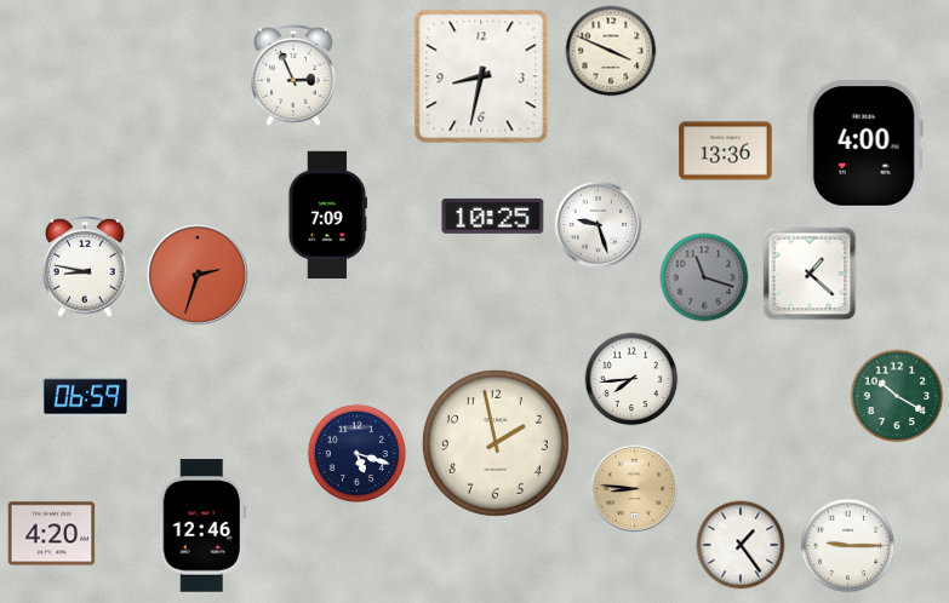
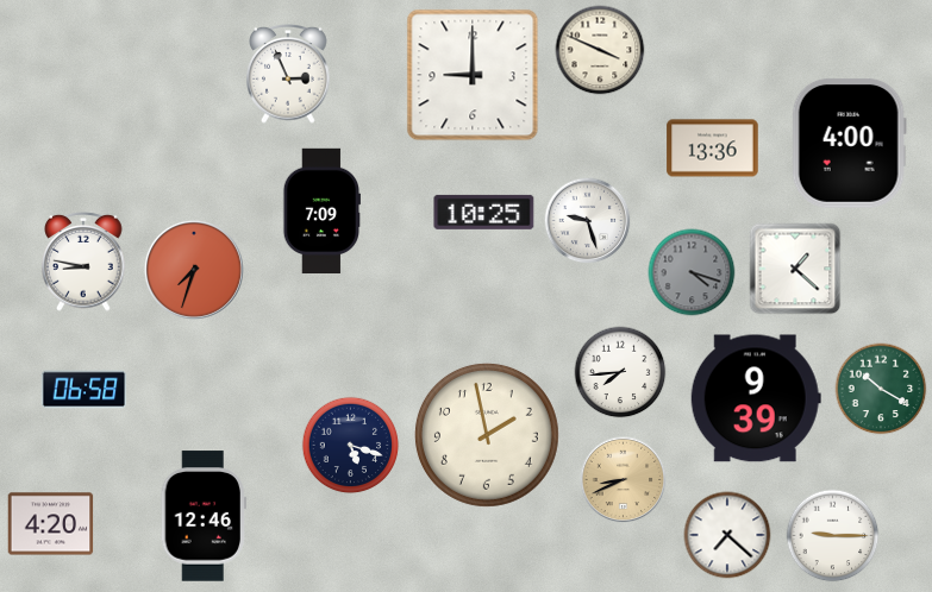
clock at (481, 76): 8:32 -> 9:00
clock at (198, 275): 2:33 -> 7:33
clock at (704, 277): 11:18 -> 4:18
clock at (86, 397): 06:59 -> 06:58
clock at (756, 398): none -> 9:39
clock at (635, 489): 8:46 -> 8:41
clock at (201, 526) position: (201, 526) -> (202, 516)
clock at (741, 545): 1:24 -> 7:22
